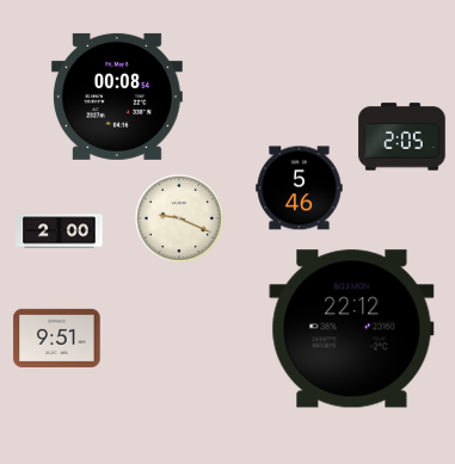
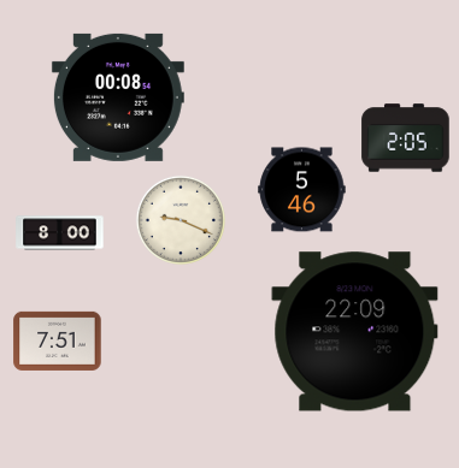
clock at (60, 231): 2:00 -> 8:00
clock at (352, 329): 22:12 -> 22:09
clock at (57, 338): 9:51 -> 7:51
